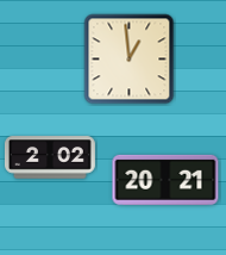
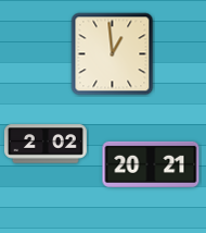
clock at (130, 60) position: (130, 60) -> (113, 54)
